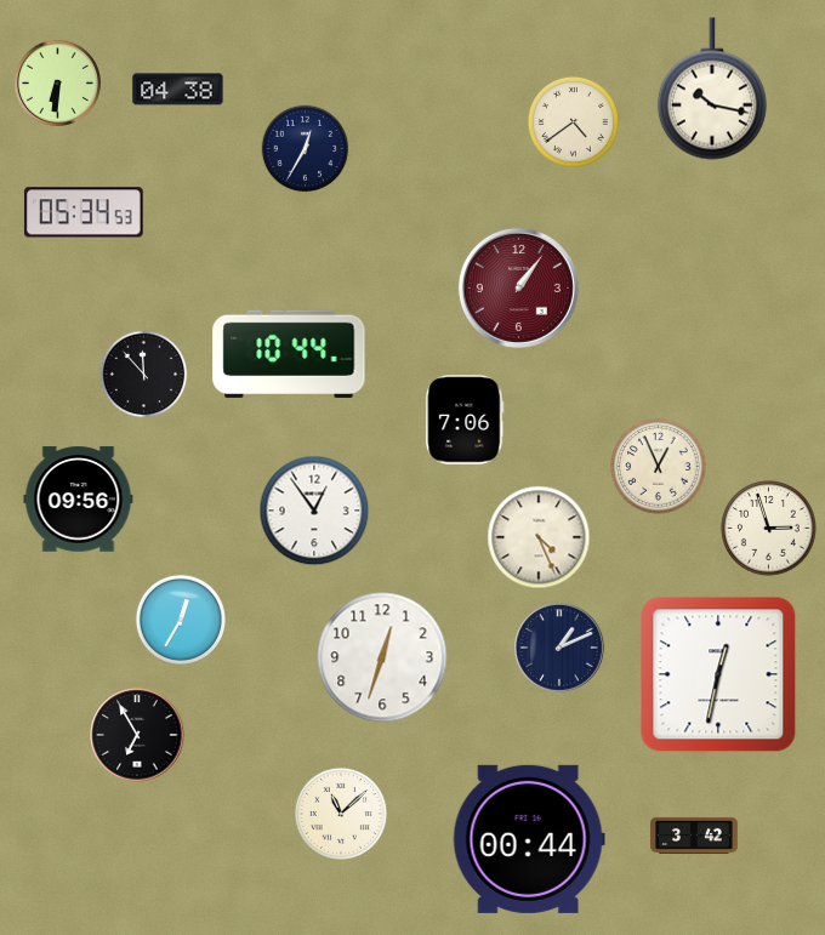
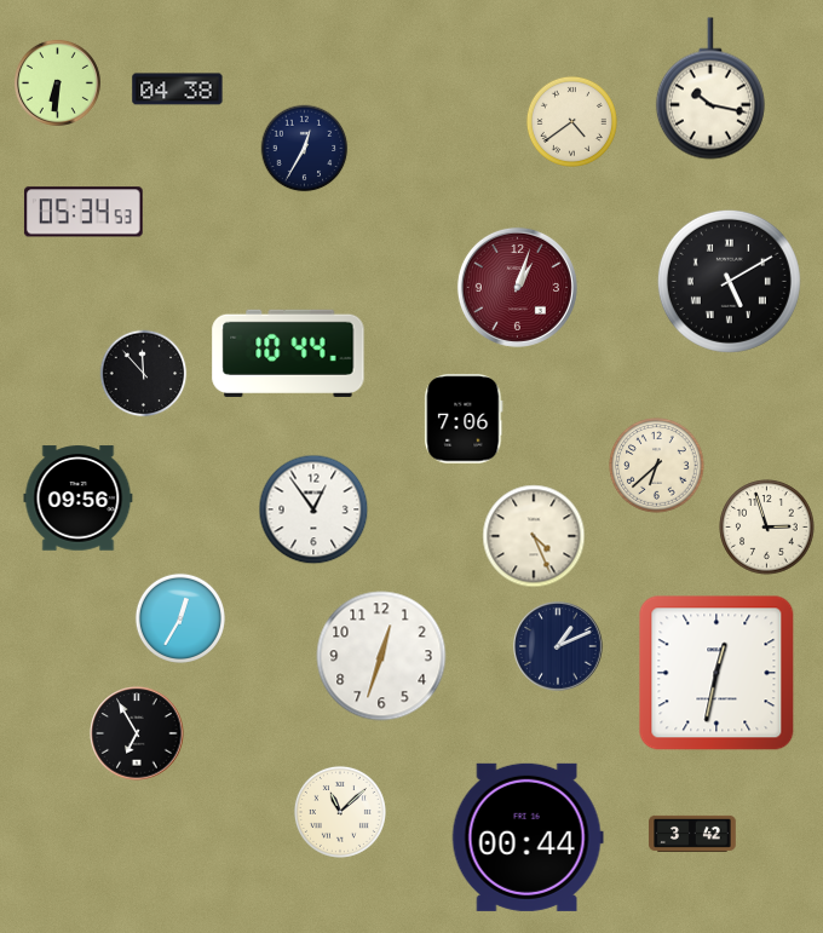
clock at (729, 281): none -> 5:10
clock at (518, 287): 1:06 -> 1:03
clock at (659, 467): 12:56 -> 6:38
clock at (539, 537) position: (539, 537) -> (534, 536)
